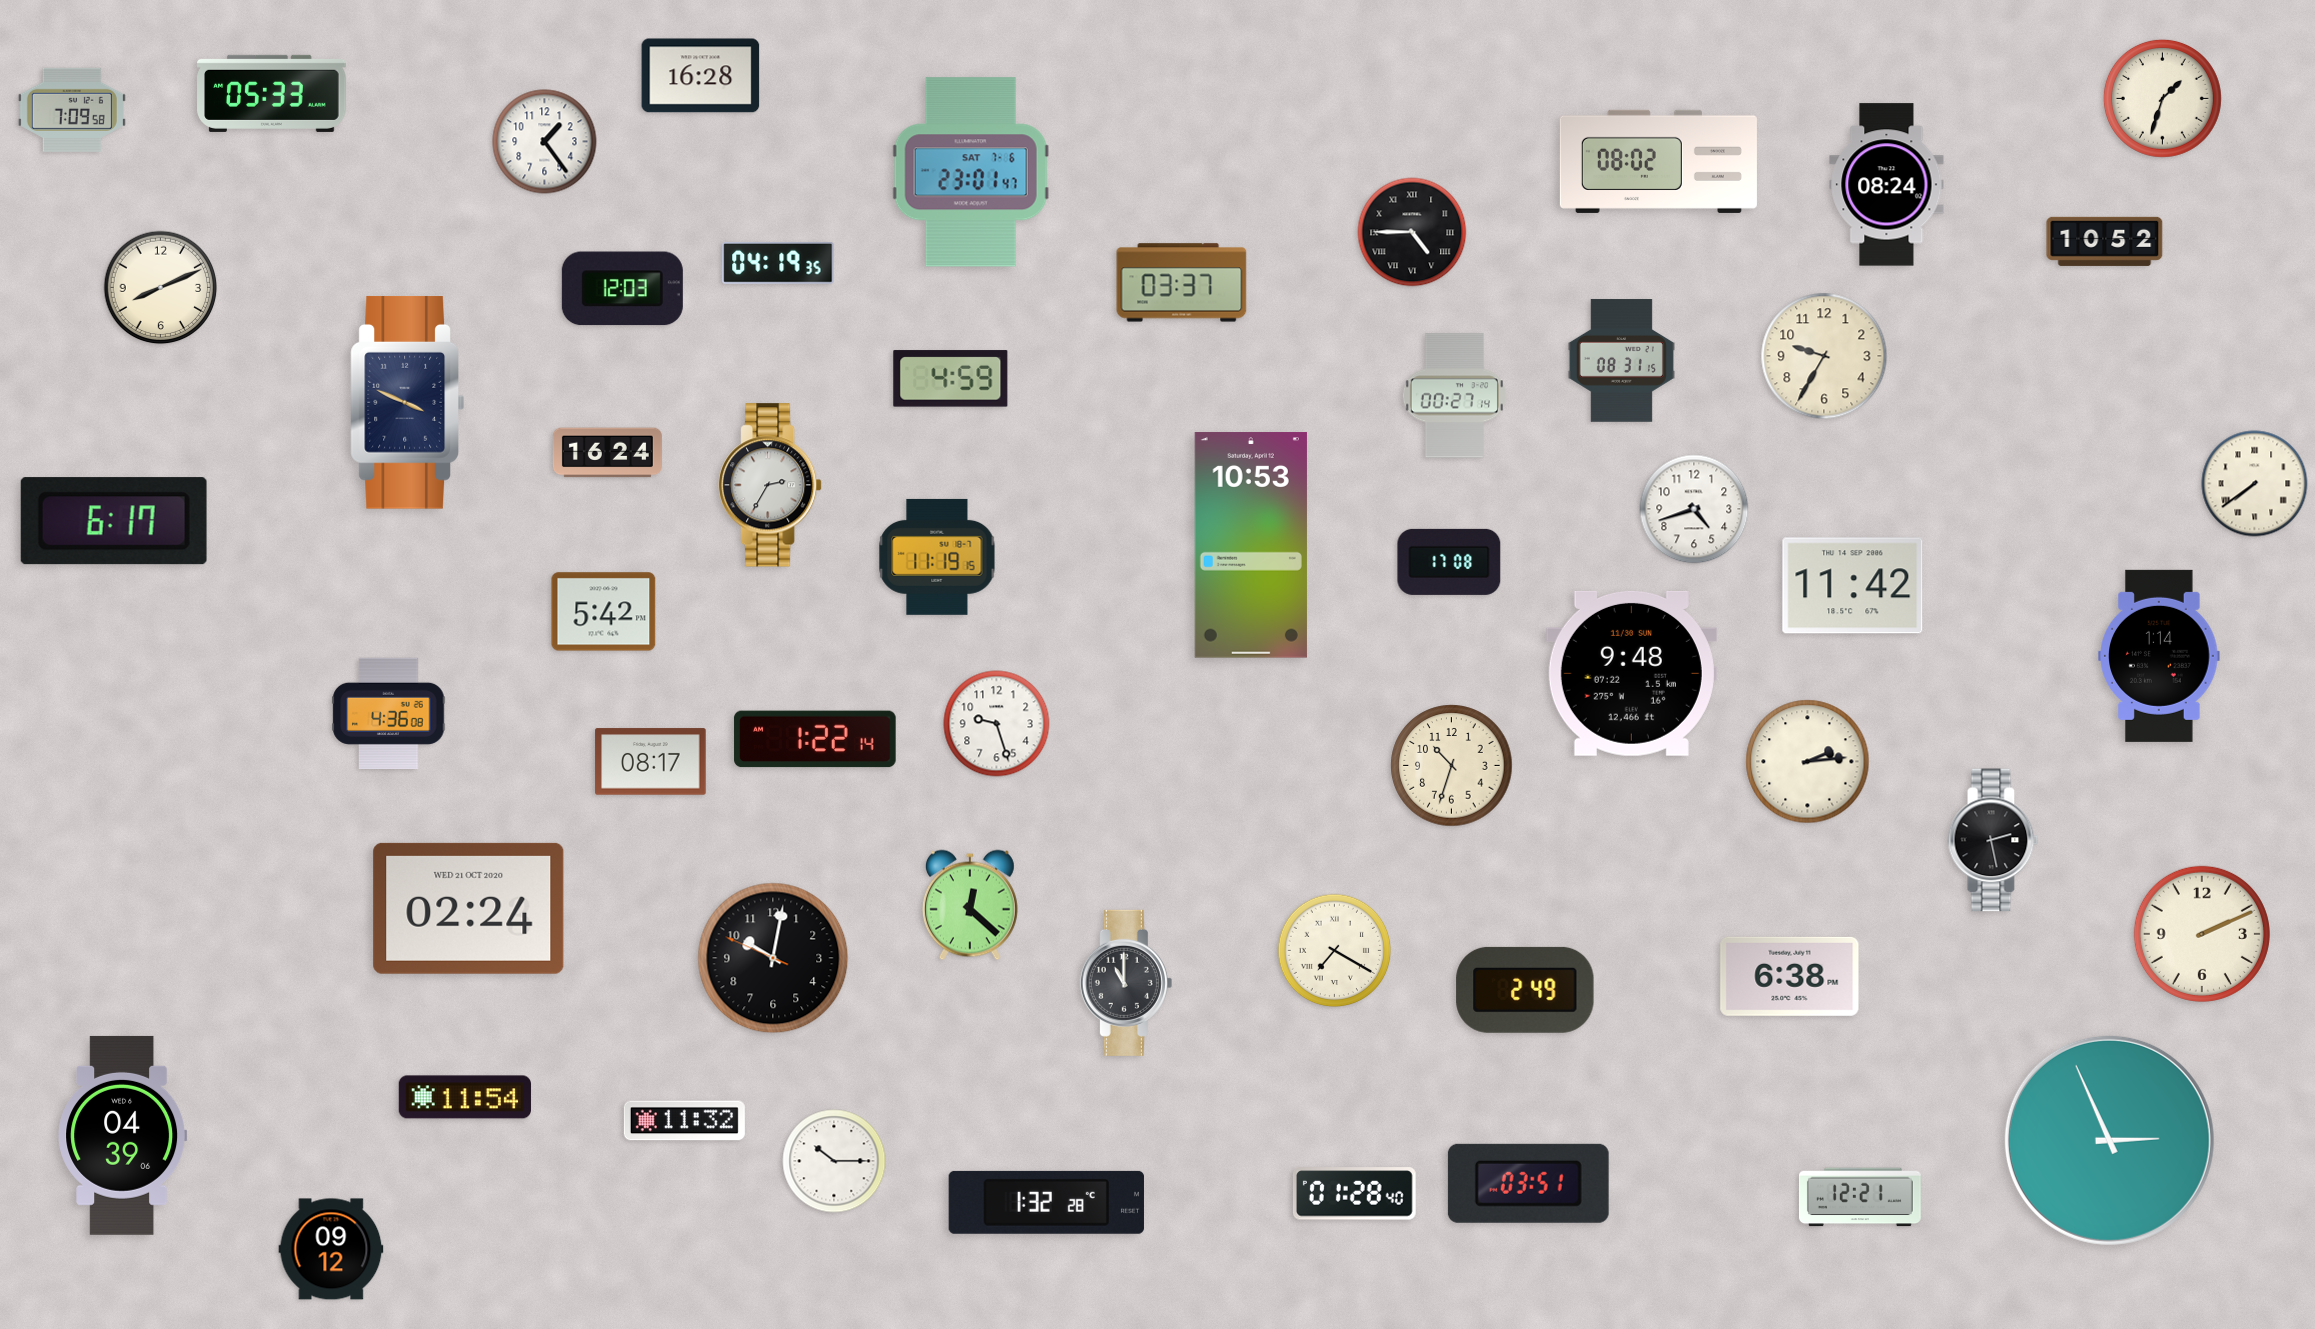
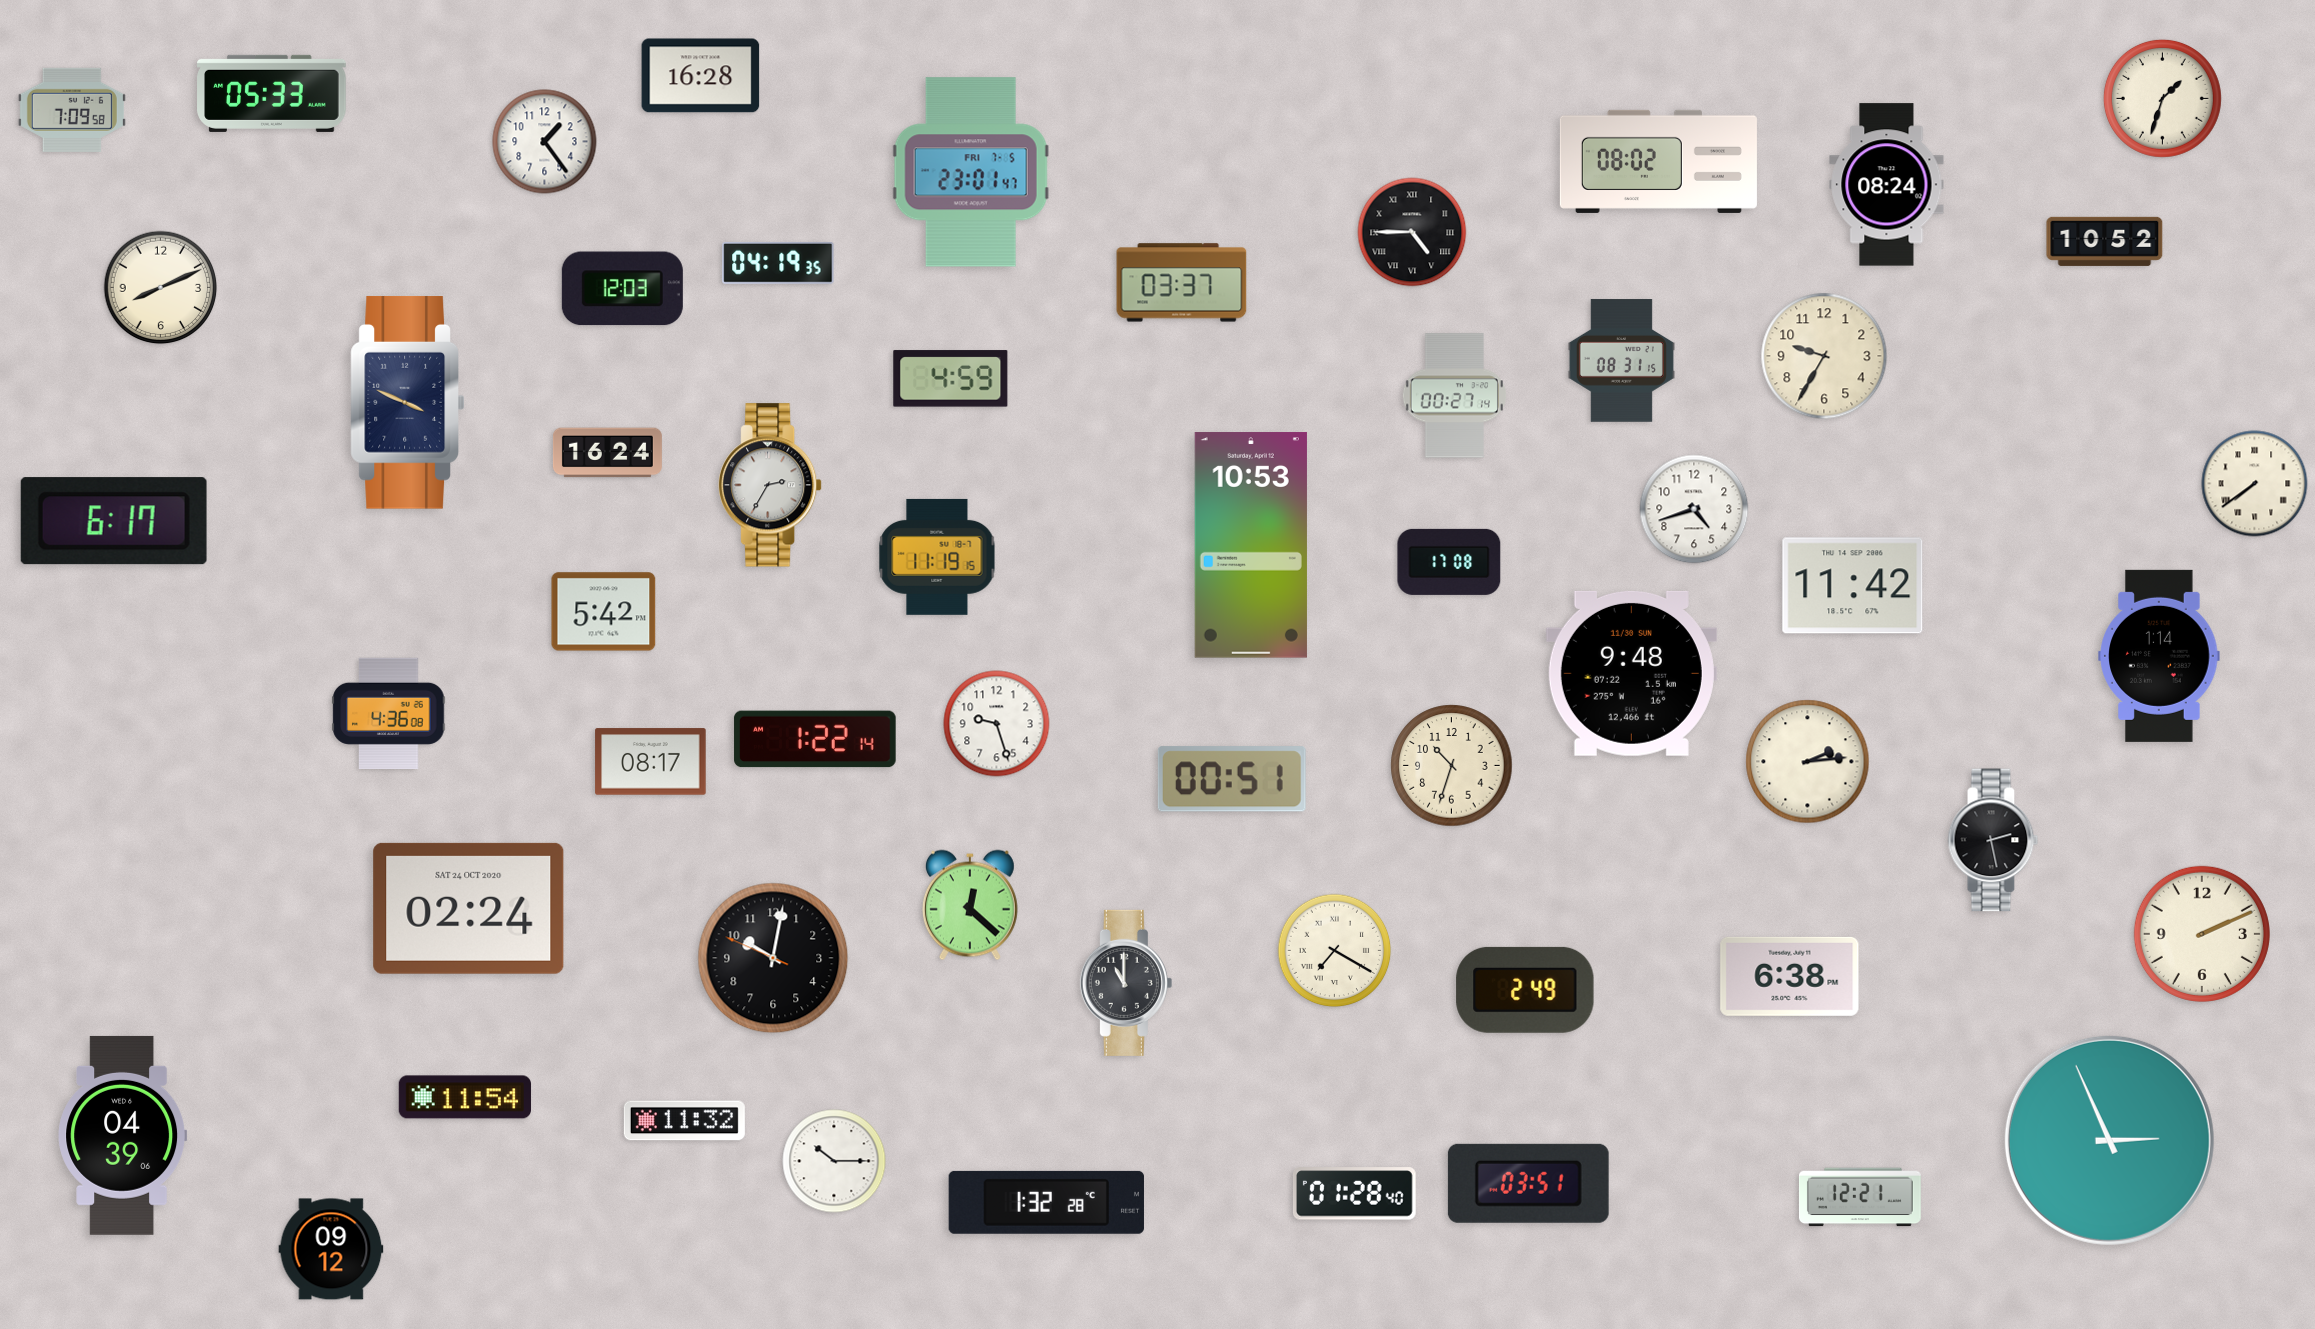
clock at (971, 172) date: SAT 7-6 -> FRI 7-5
clock at (1232, 779): none -> 00:51
clock at (469, 908) date: WED 21 OCT 2020 -> SAT 24 OCT 2020
